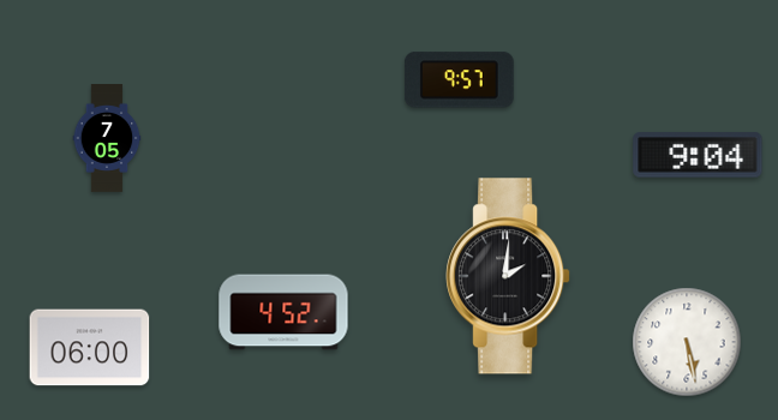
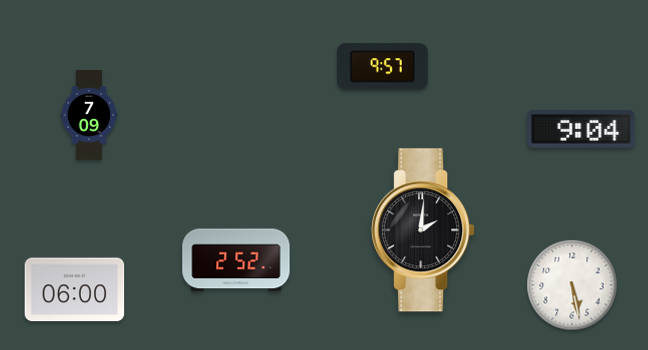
clock at (107, 139): 7:05 -> 7:09
clock at (283, 312): 4:52 -> 2:52
